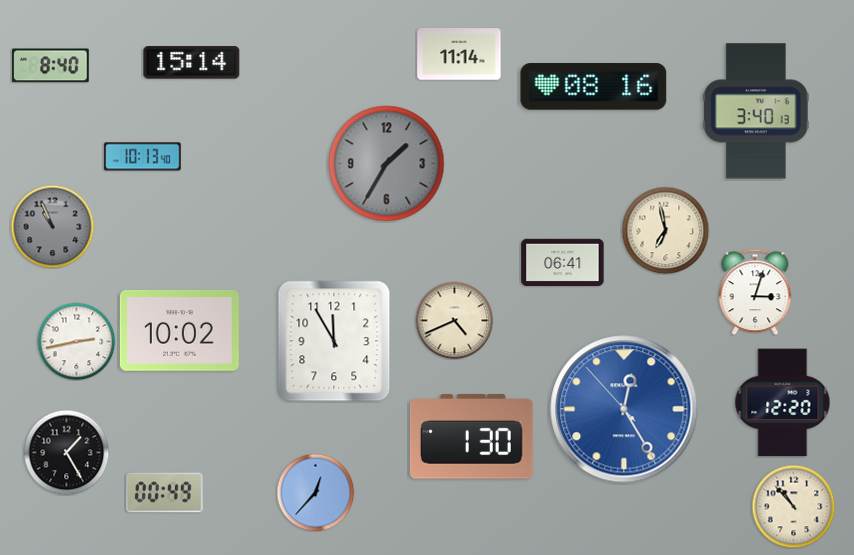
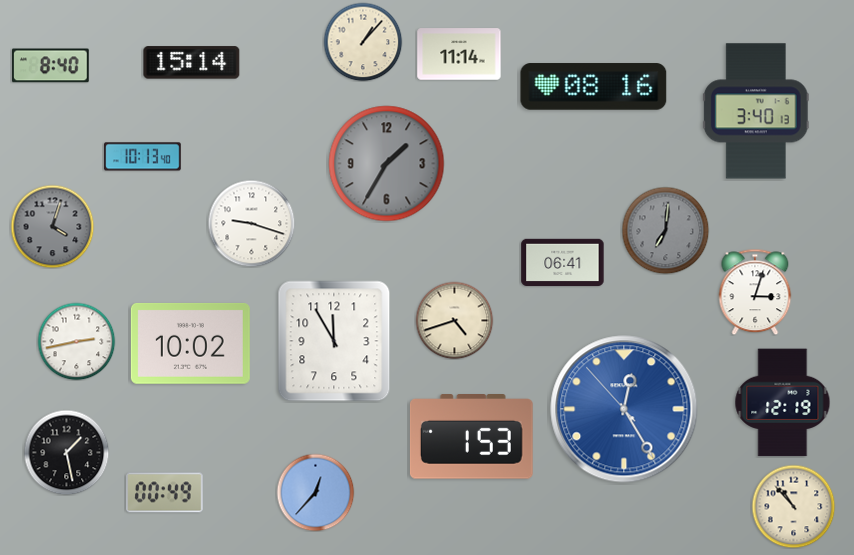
clock at (363, 42): none -> 1:07
clock at (251, 223): none -> 9:18
clock at (52, 226): 10:56 -> 4:03
clock at (665, 230): 6:58 -> 7:01
clock at (665, 230) dial: cream -> grey
clock at (454, 320): 4:41 -> 4:42
clock at (179, 330) position: (179, 330) -> (190, 343)
clock at (783, 403): 12:20 -> 12:19
clock at (471, 437): 1:30 -> 1:53
clock at (66, 452): 1:25 -> 1:28
